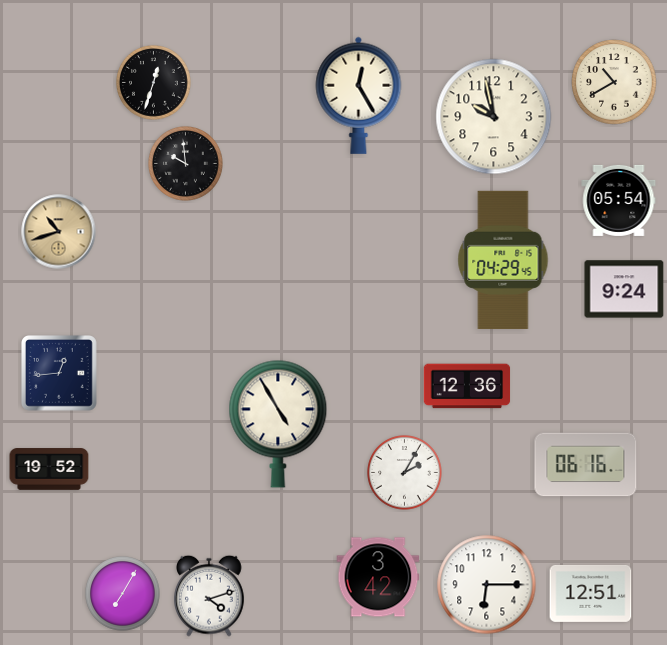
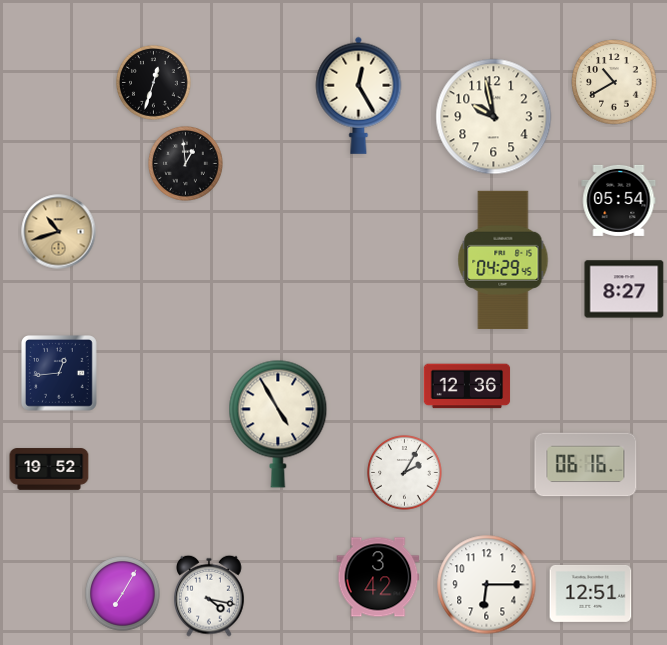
clock at (186, 164): 9:59 -> 12:59
clock at (624, 289): 9:24 -> 8:27
clock at (210, 596): 4:12 -> 4:17
